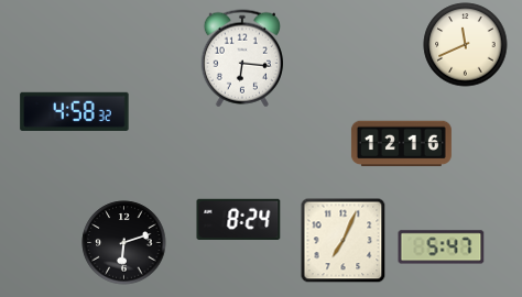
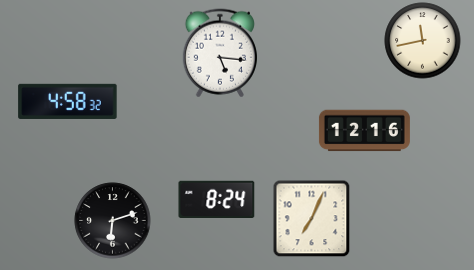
clock at (466, 45): 11:41 -> 11:43
clock at (242, 58): 6:16 -> 5:16
clock at (442, 248): 5:47 -> none
